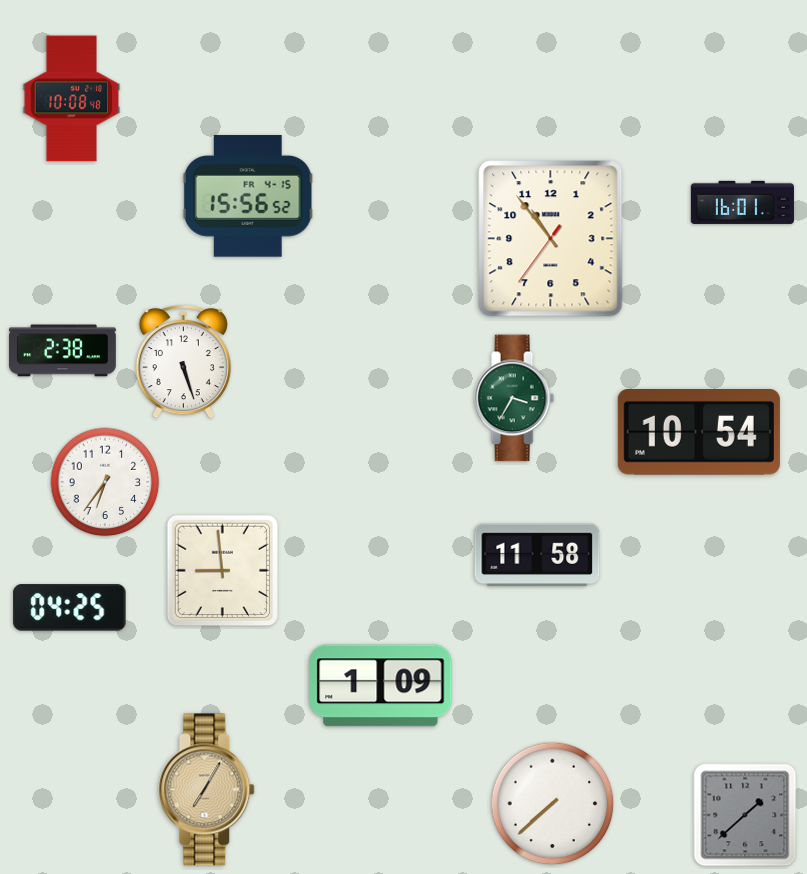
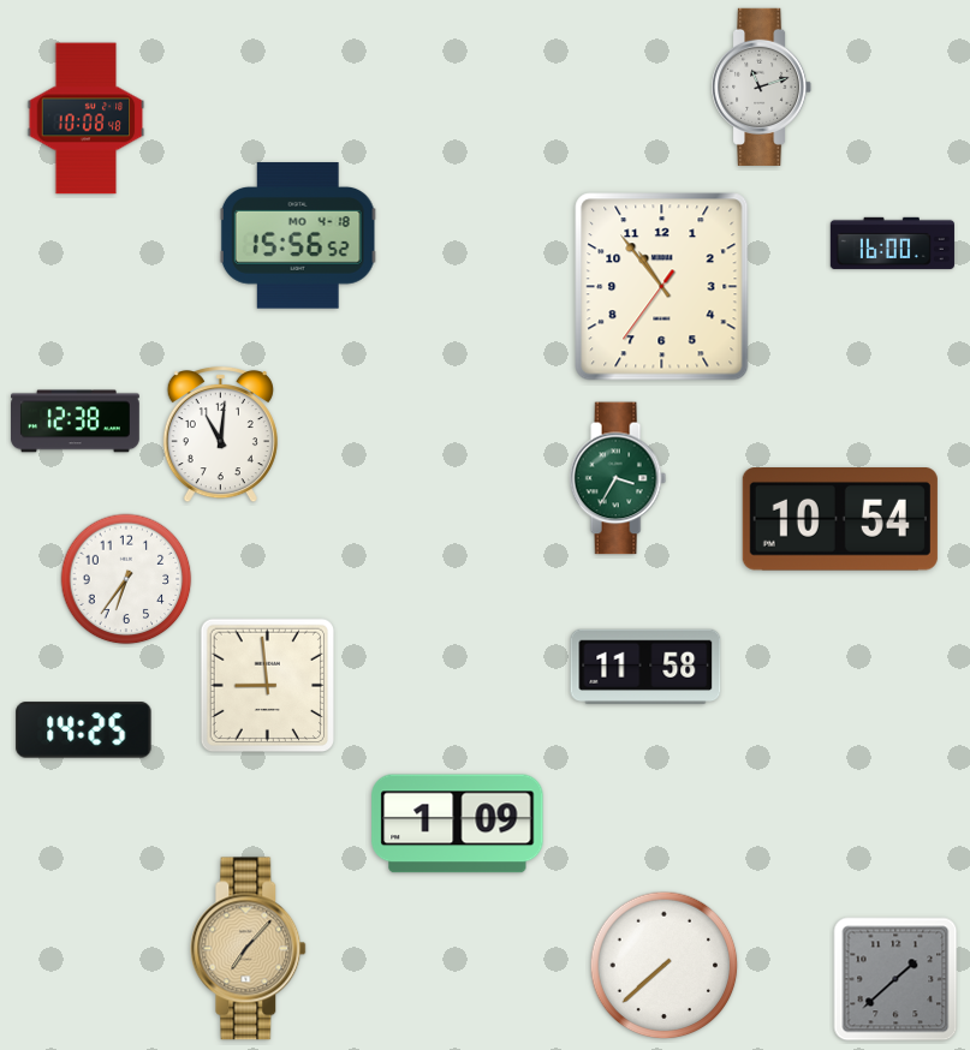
clock at (762, 86): none -> 11:12
clock at (248, 196) date: FR 4-15 -> MO 4-18
clock at (742, 202): 16:01 -> 16:00
clock at (63, 351): 2:38 -> 12:38
clock at (183, 362): 5:27 -> 11:01
clock at (70, 608): 04:25 -> 14:25
clock at (207, 790): 7:05 -> 7:07
